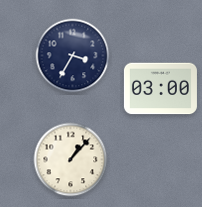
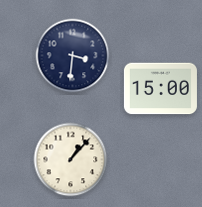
clock at (73, 56): 3:35 -> 3:31
clock at (160, 89): 03:00 -> 15:00
